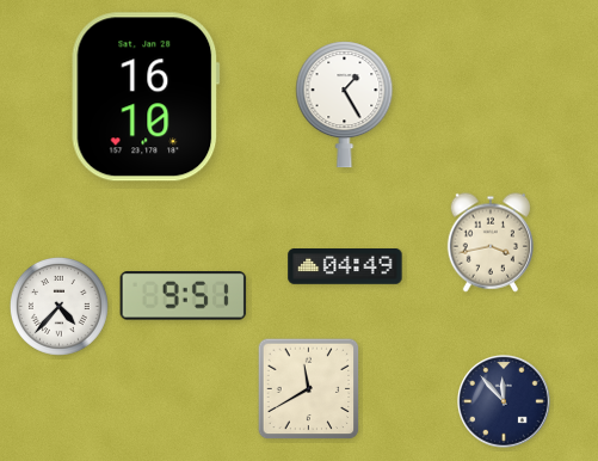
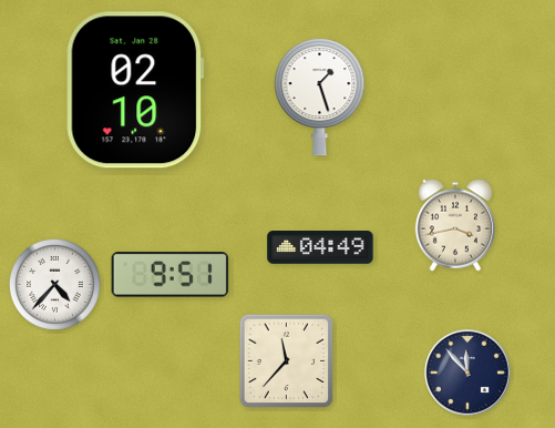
clock at (146, 97): 16:10 -> 02:10
clock at (345, 105): 1:25 -> 1:27
clock at (309, 389): 11:40 -> 11:37
